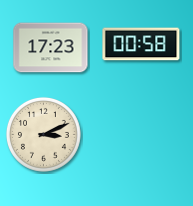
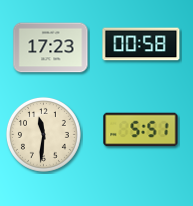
clock at (141, 130): none -> 5:51
clock at (43, 134): 3:11 -> 11:31
